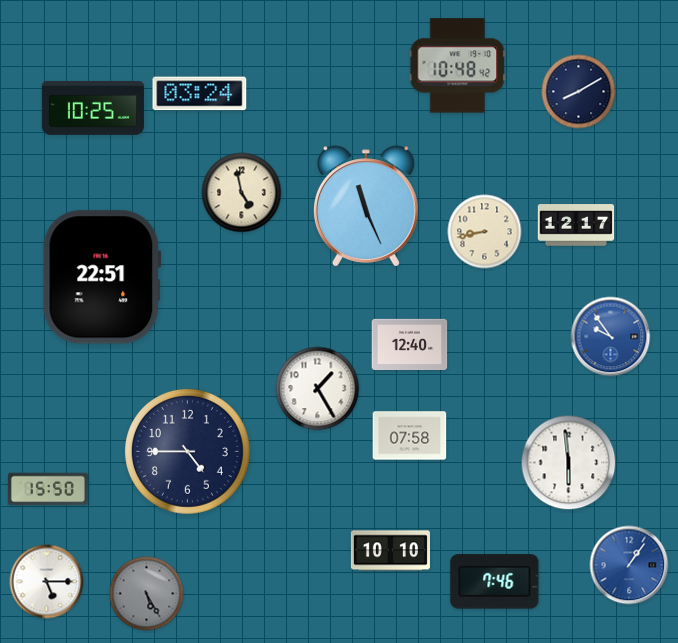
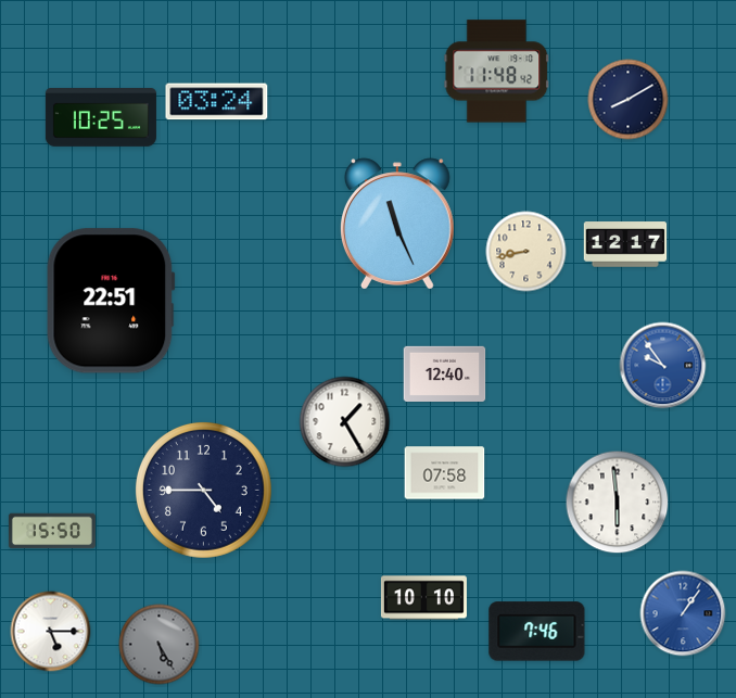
clock at (458, 66): 10:48 -> 11:48
clock at (242, 193): 4:58 -> none
